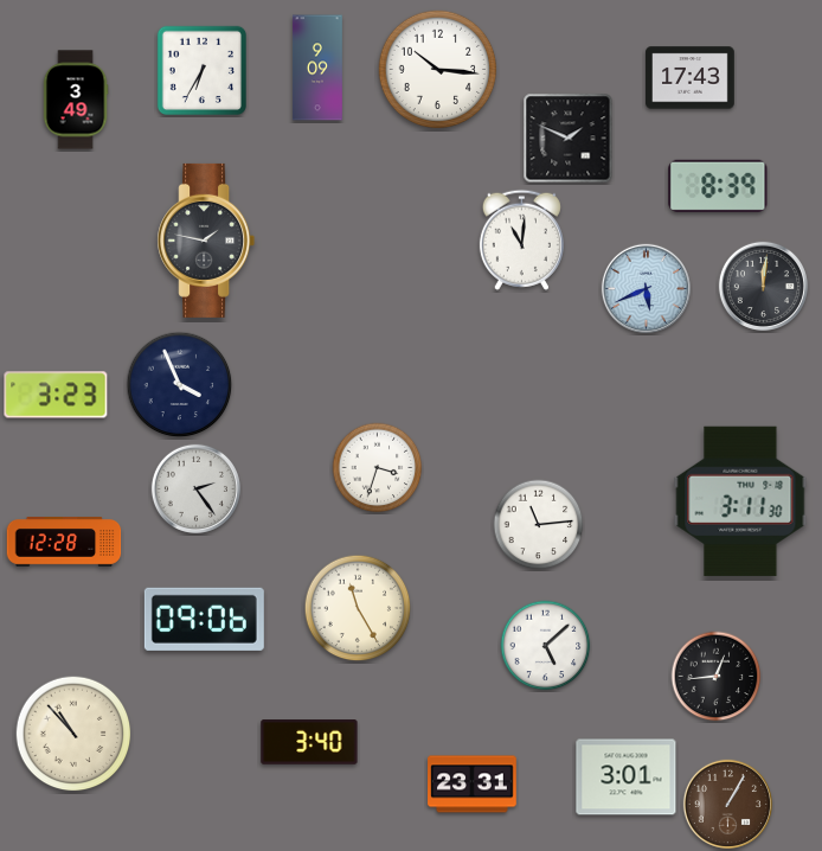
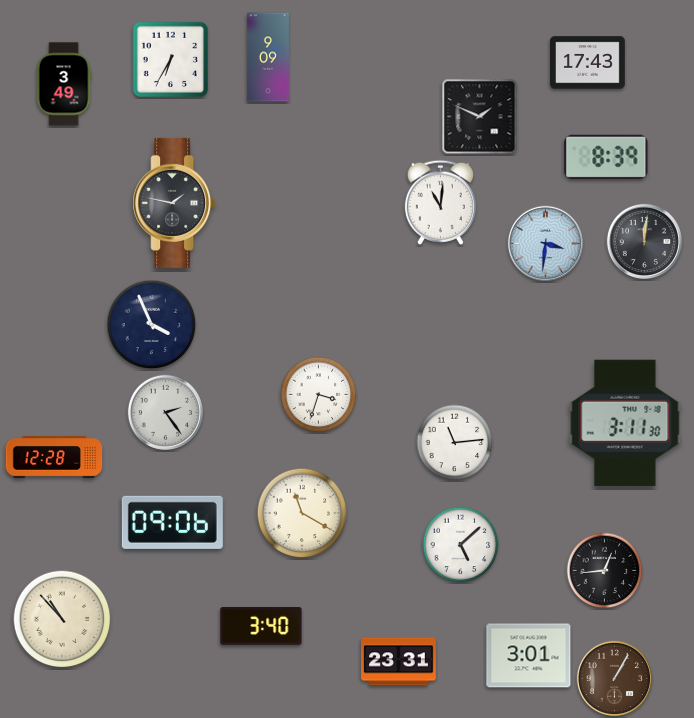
clock at (438, 70): 10:16 -> none
clock at (691, 78) position: (691, 78) -> (588, 63)
clock at (646, 288): 5:41 -> 3:31
clock at (56, 395): 3:23 -> none
clock at (358, 608): 11:25 -> 11:20
